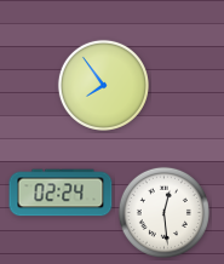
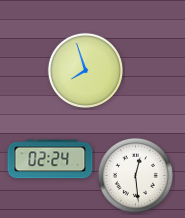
clock at (103, 85): 7:54 -> 7:57
